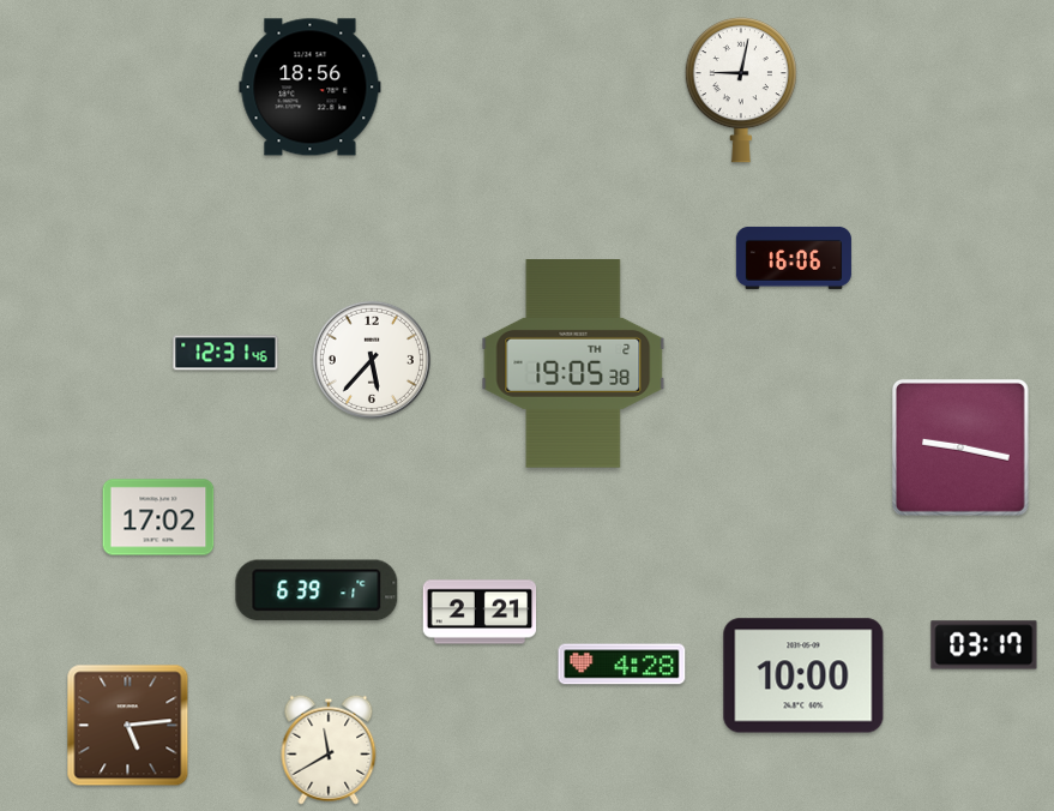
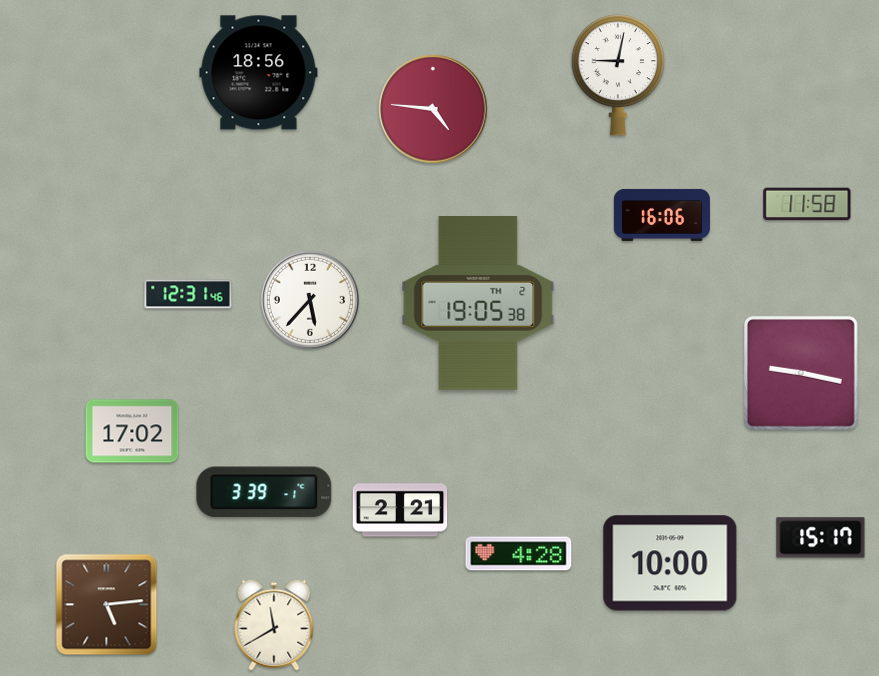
clock at (433, 109): none -> 4:46
clock at (807, 204): none -> 11:58
clock at (317, 590): 6:39 -> 3:39
clock at (984, 645): 03:17 -> 15:17
